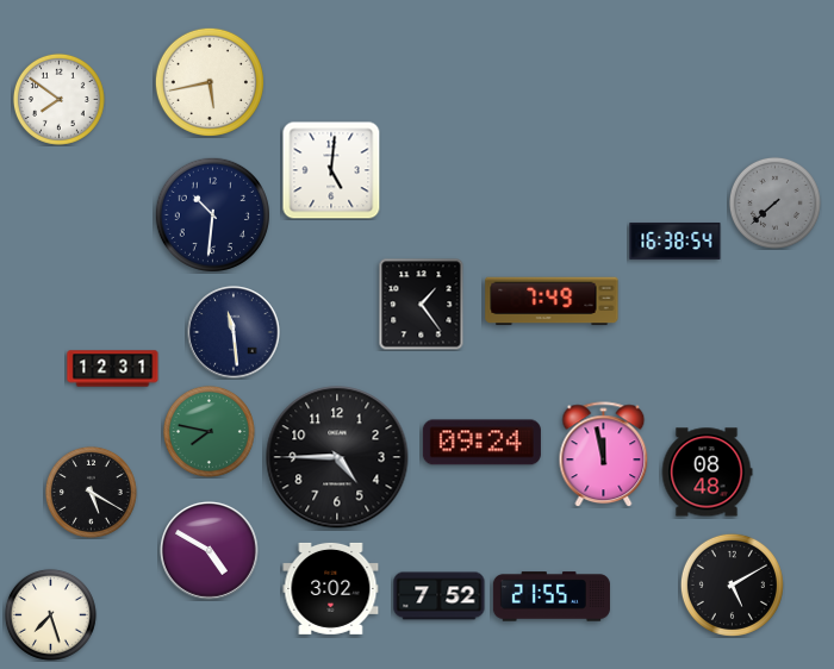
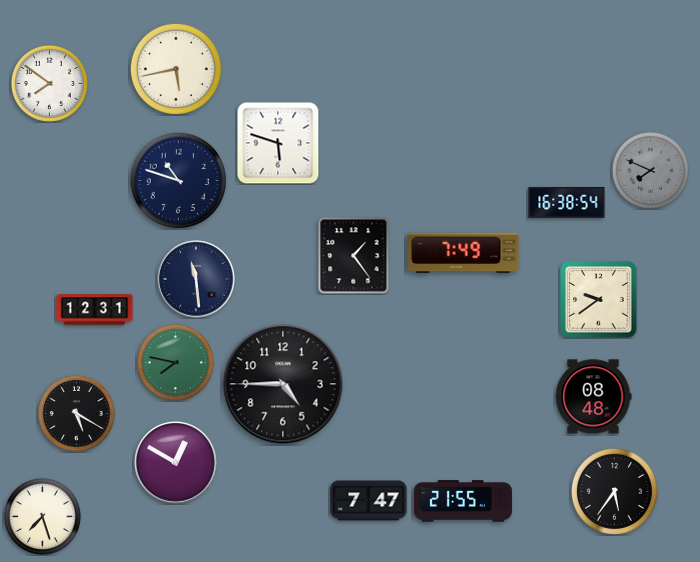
clock at (331, 170): 5:01 -> 5:48
clock at (774, 202): 7:38 -> 7:49
clock at (212, 214): 10:31 -> 10:48
clock at (599, 300): none -> 9:39
clock at (481, 443): 09:24 -> none
clock at (604, 455): 11:58 -> none
clock at (210, 551): 4:50 -> 12:50
clock at (732, 584): 5:10 -> 5:36
clock at (331, 588): 3:02 -> none
clock at (440, 596): 7:52 -> 7:47
